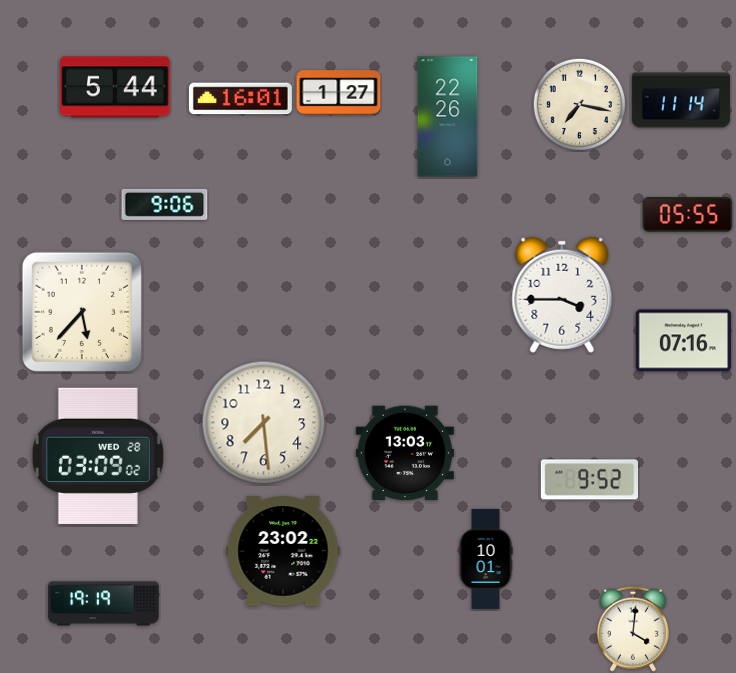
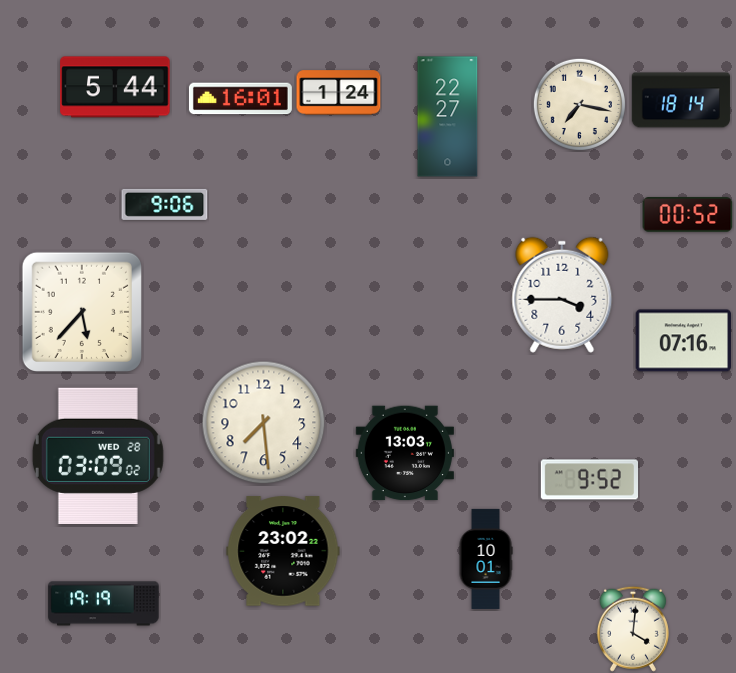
clock at (339, 93): 1:27 -> 1:24
clock at (681, 100): 11:14 -> 18:14
clock at (448, 117): 22:26 -> 22:27
clock at (688, 215): 05:55 -> 00:52
